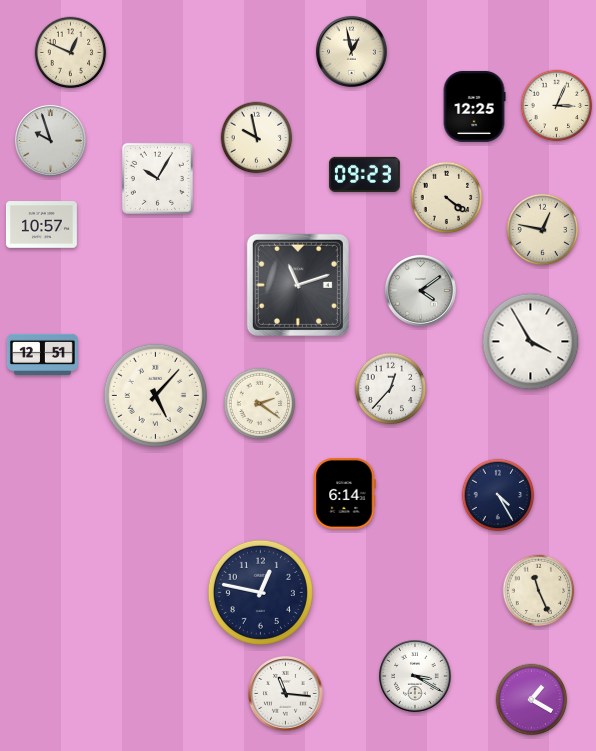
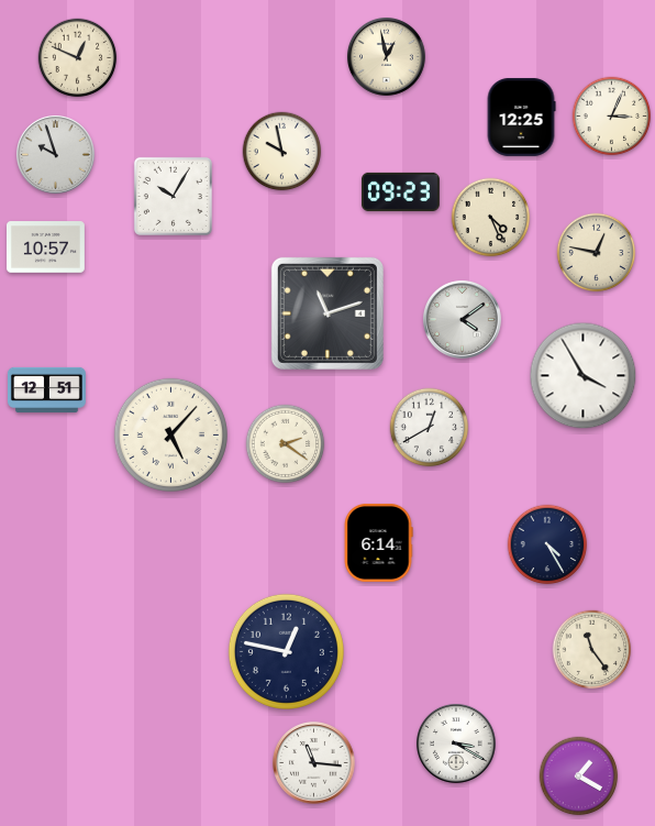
clock at (447, 198): 4:21 -> 4:26
clock at (391, 389): 12:37 -> 12:40
clock at (539, 591): 11:26 -> 11:24
clock at (532, 700) position: (532, 700) -> (579, 777)
